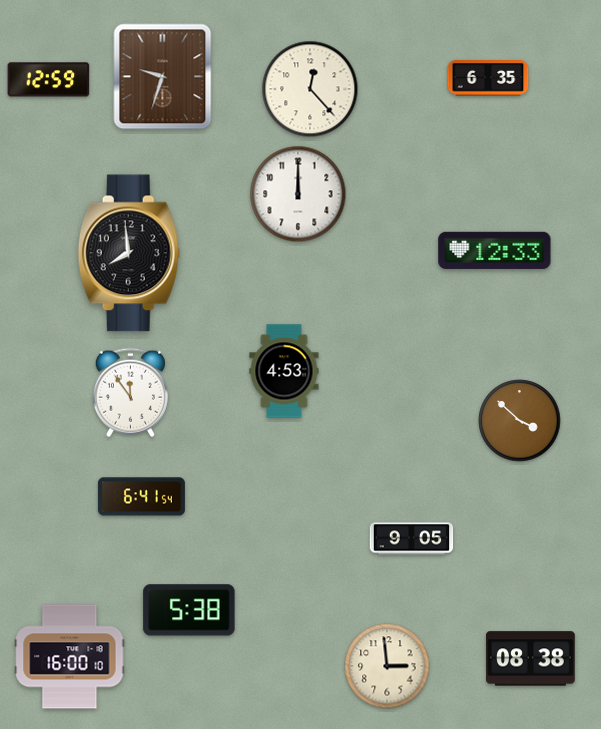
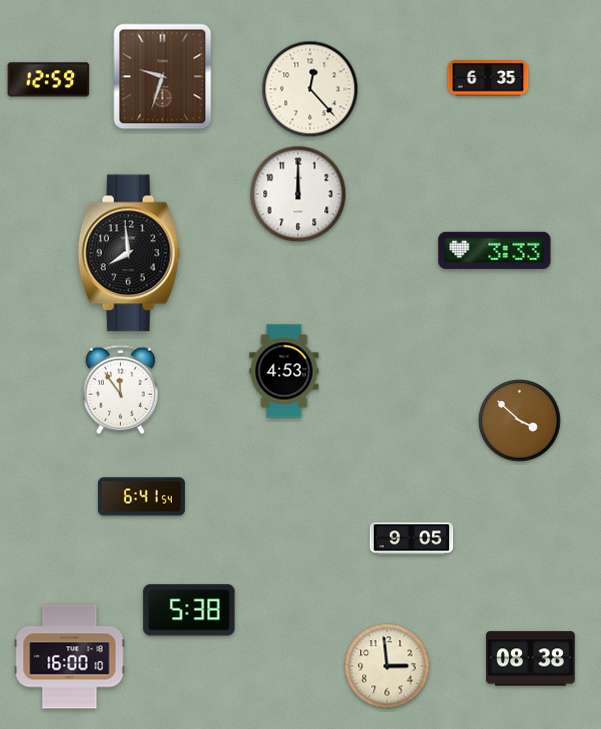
clock at (495, 250): 12:33 -> 3:33
clock at (130, 393) position: (130, 393) -> (120, 390)
